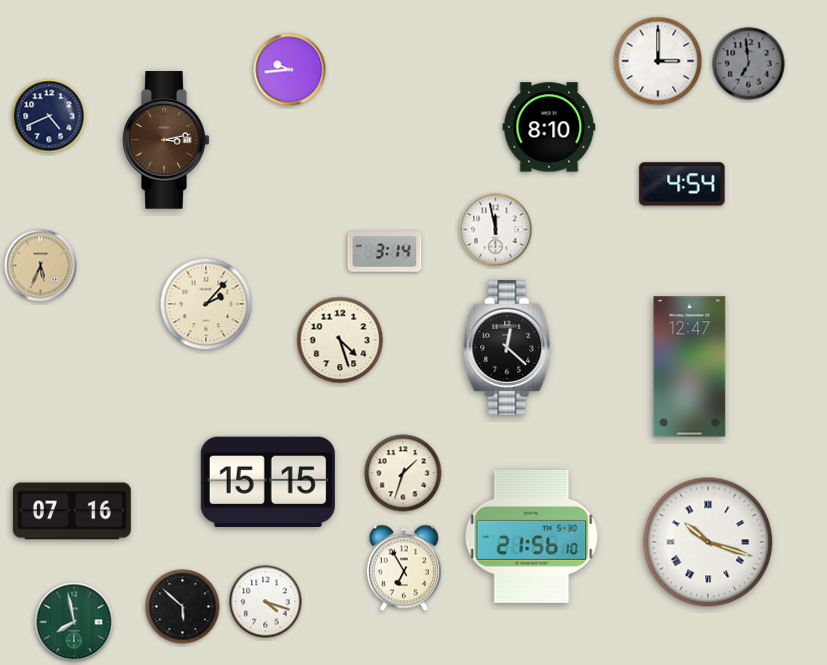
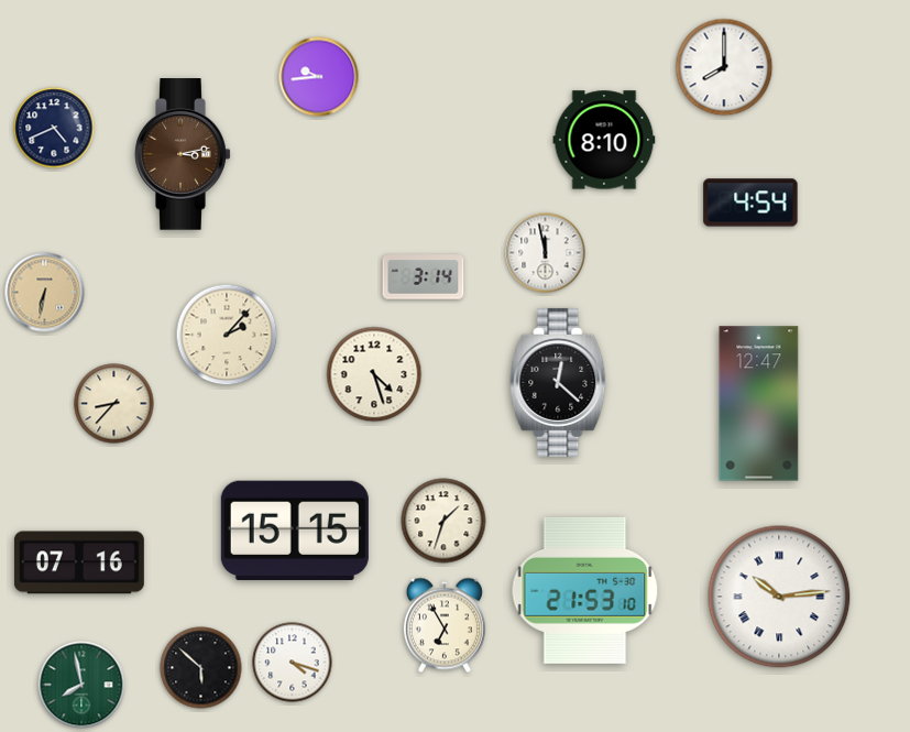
clock at (658, 61): 3:00 -> 8:00
clock at (749, 64): 6:59 -> none
clock at (41, 266): 5:34 -> 6:32
clock at (114, 404): none -> 8:37
clock at (532, 536): 21:56 -> 21:53
clock at (708, 542): 10:18 -> 10:14
